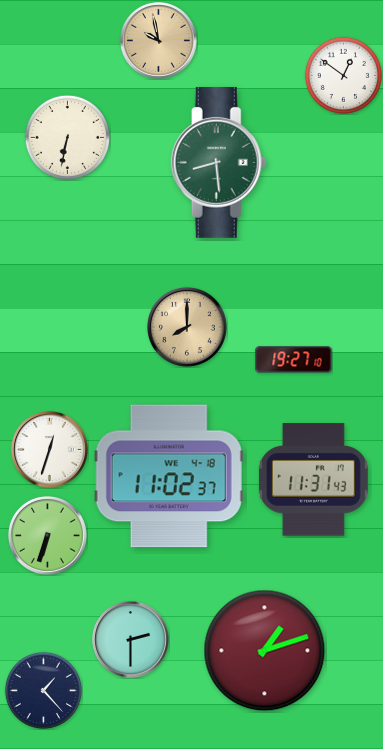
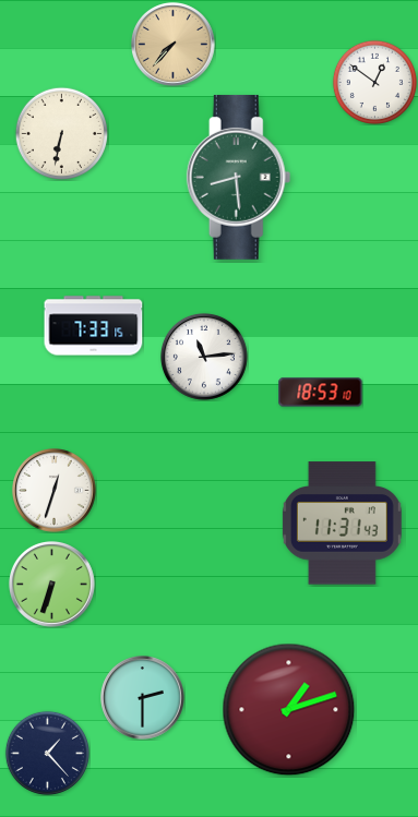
clock at (159, 41): 9:58 -> 7:37
clock at (67, 137) position: (67, 137) -> (61, 133)
clock at (94, 326): none -> 7:33
clock at (187, 327): 8:00 -> 11:14
clock at (187, 327) dial: champagne -> white
clock at (294, 360): 19:27 -> 18:53
clock at (169, 476): 11:02 -> none
